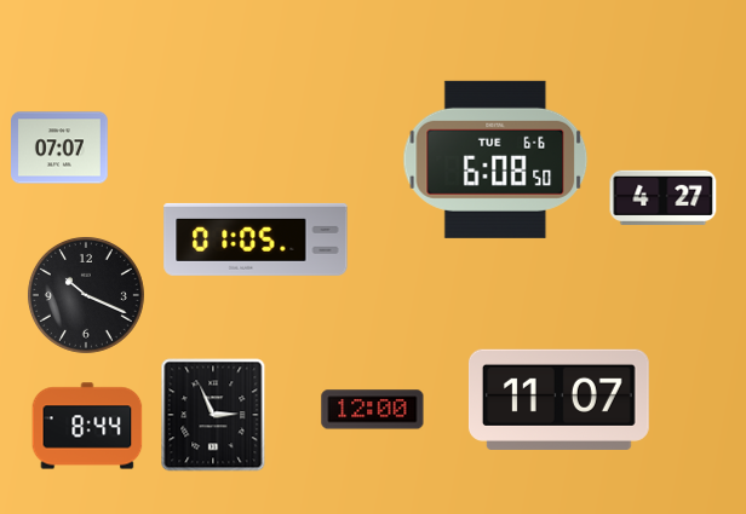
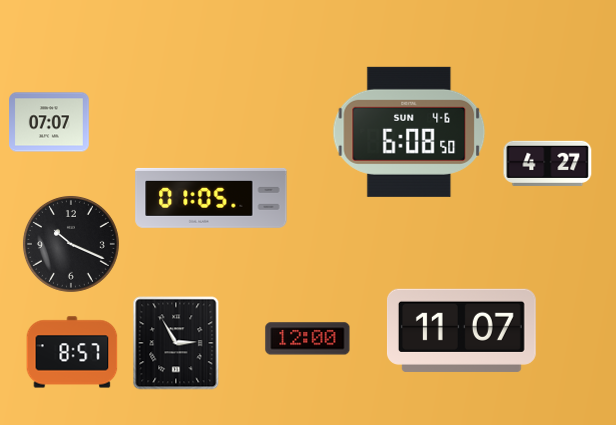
clock at (495, 160) date: TUE 6-6 -> SUN 4-6
clock at (213, 415): 2:56 -> 2:55
clock at (87, 426): 8:44 -> 8:57
